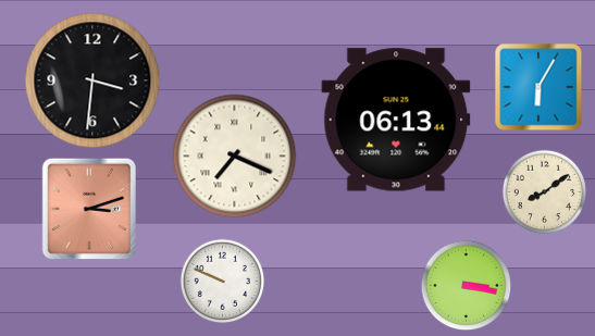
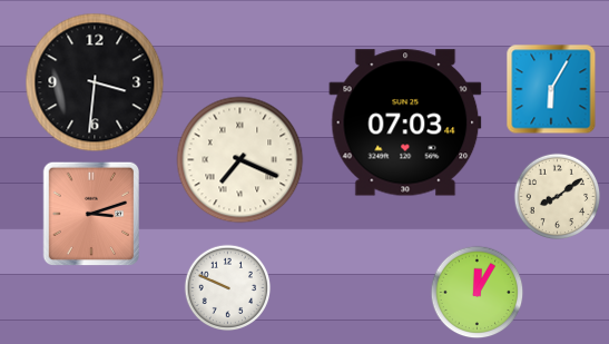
clock at (396, 120): 06:13 -> 07:03
clock at (466, 285): 3:17 -> 12:05
